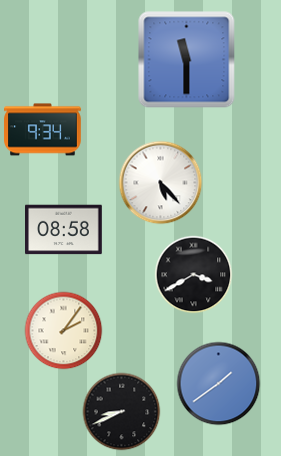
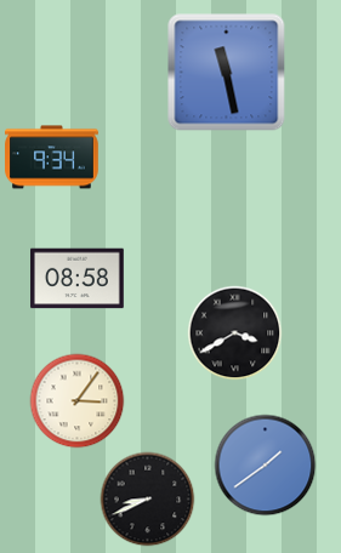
clock at (187, 60): 11:30 -> 11:28
clock at (160, 182): 5:23 -> none
clock at (63, 330): 2:06 -> 3:06
